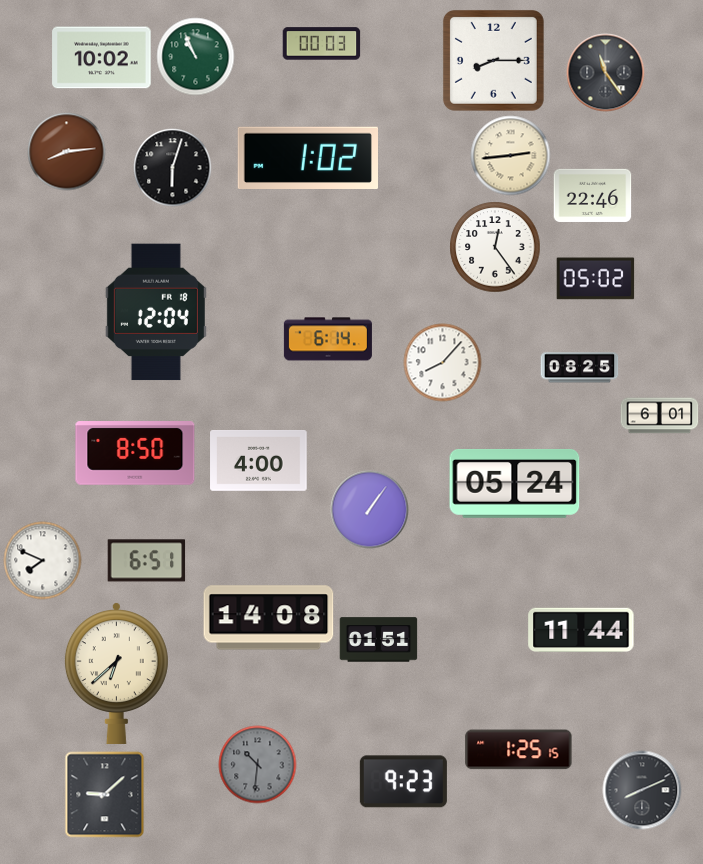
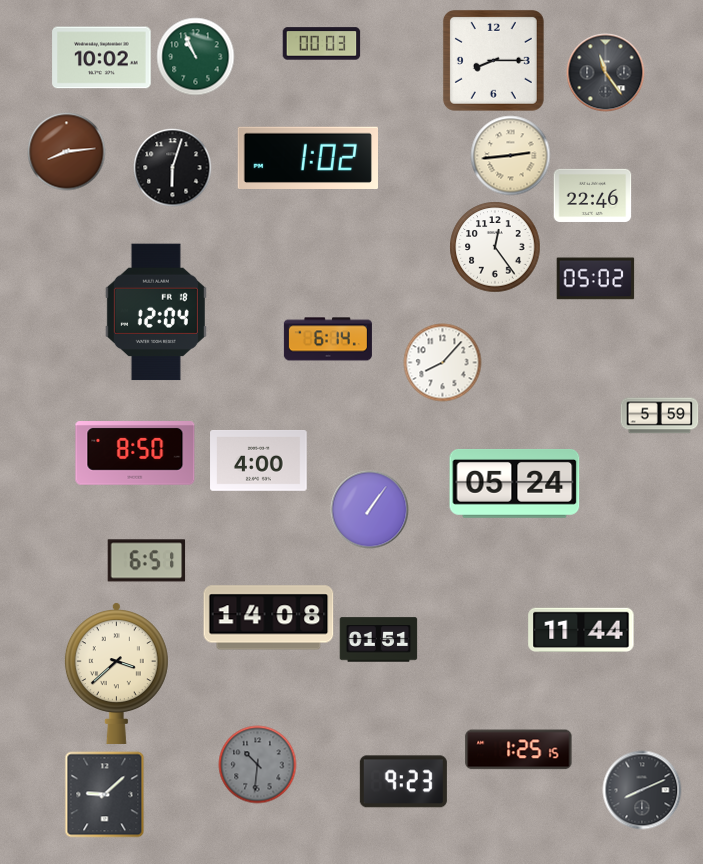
clock at (579, 368): 08:25 -> none
clock at (659, 416): 6:01 -> 5:59
clock at (42, 560): 7:49 -> none
clock at (116, 673): 6:38 -> 3:38
